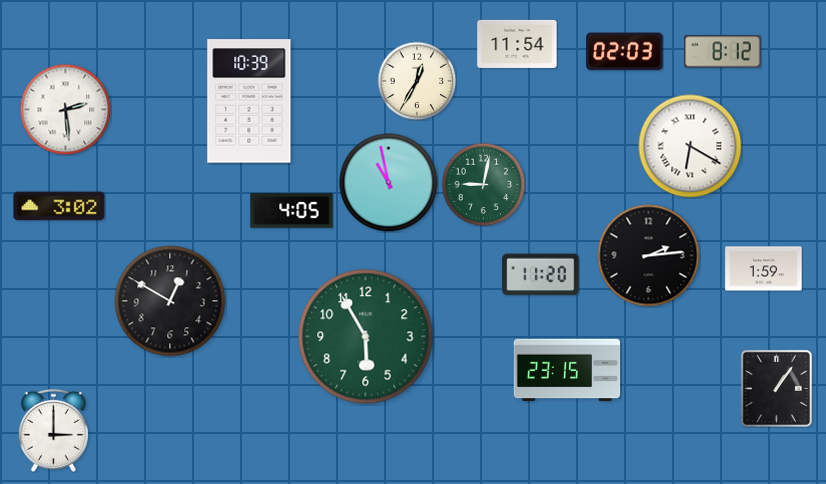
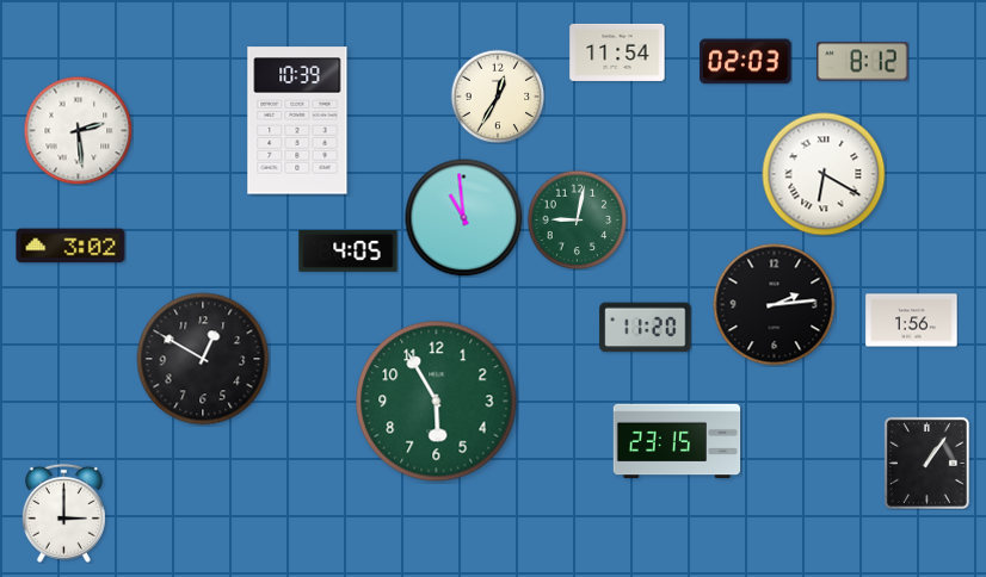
clock at (389, 183): 10:58 -> 10:59
clock at (764, 269): 1:59 -> 1:56
